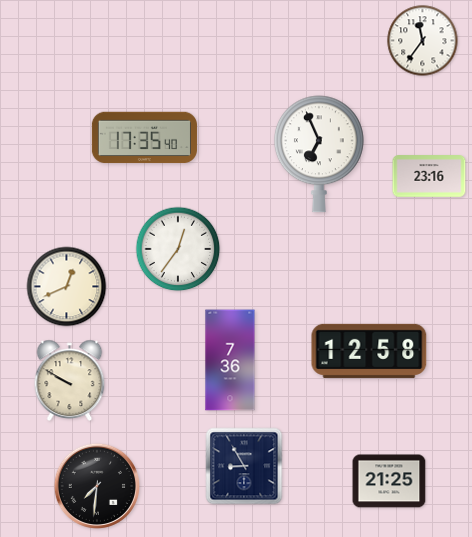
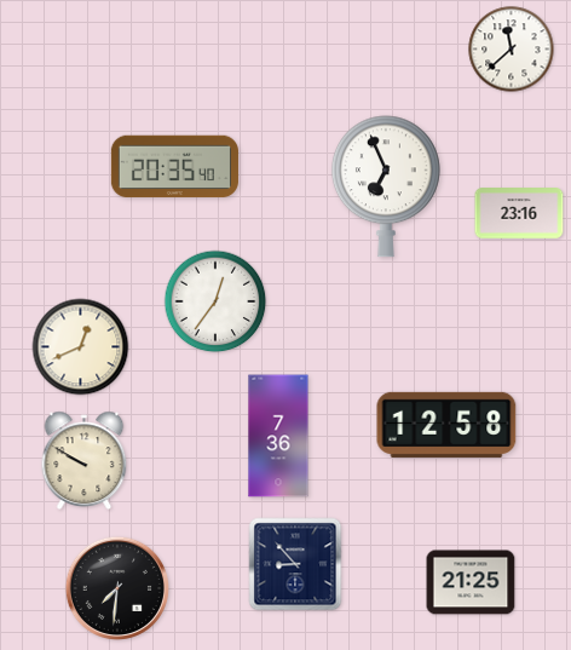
clock at (423, 41): 11:36 -> 11:38
clock at (144, 138): 17:35 -> 20:35
clock at (244, 466): 8:55 -> 8:53
